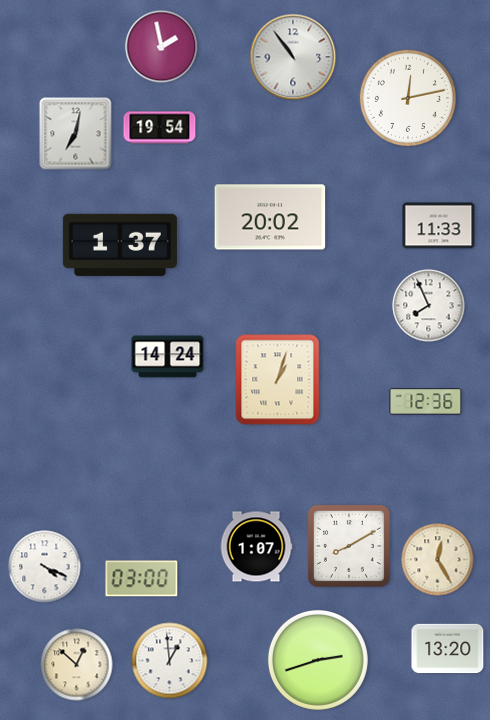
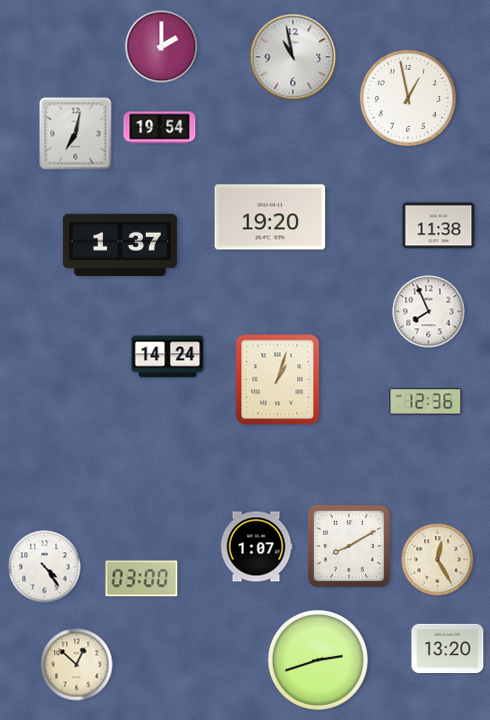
clock at (162, 47): 1:58 -> 2:00
clock at (293, 57): 10:54 -> 10:58
clock at (408, 98): 12:13 -> 12:58
clock at (270, 217): 20:02 -> 19:20
clock at (439, 226): 11:33 -> 11:38
clock at (429, 306) position: (429, 306) -> (429, 312)
clock at (45, 567): 4:19 -> 4:24
clock at (170, 661): 12:59 -> none
